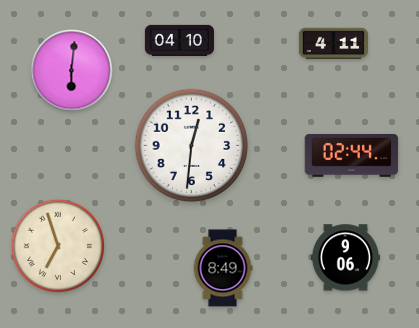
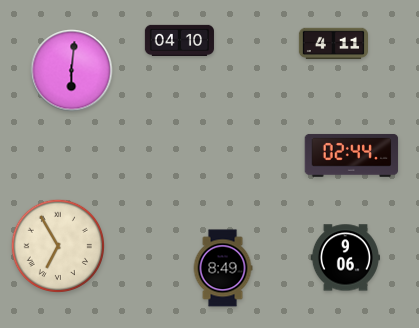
clock at (192, 146): 12:31 -> none
clock at (57, 245): 6:57 -> 6:55
